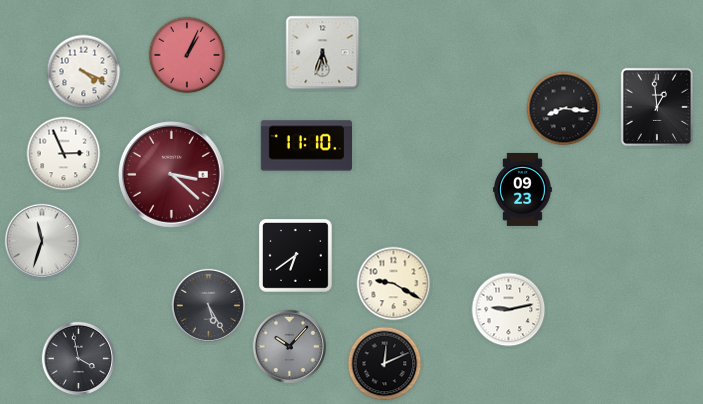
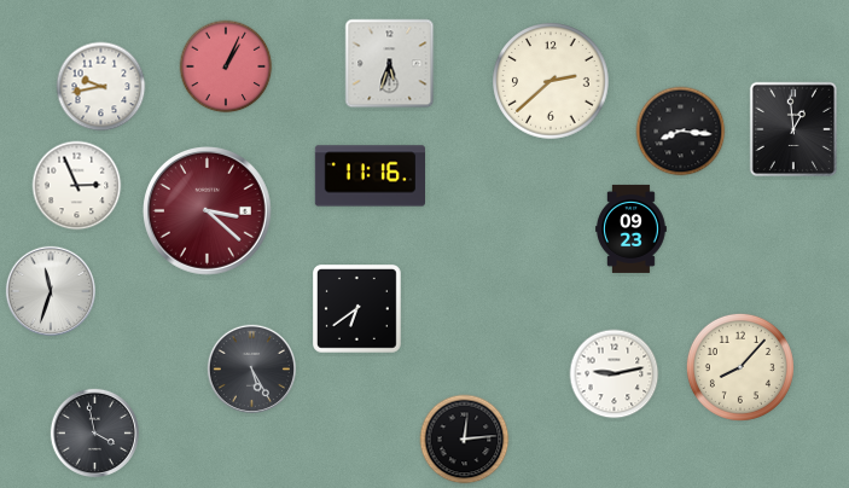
clock at (551, 81): none -> 2:38
clock at (84, 72): 4:19 -> 9:43
clock at (306, 146): 11:10 -> 11:16
clock at (394, 284): 9:20 -> none
clock at (740, 367): none -> 8:07
clock at (289, 346): 10:07 -> none
clock at (385, 364): 12:11 -> 12:14
